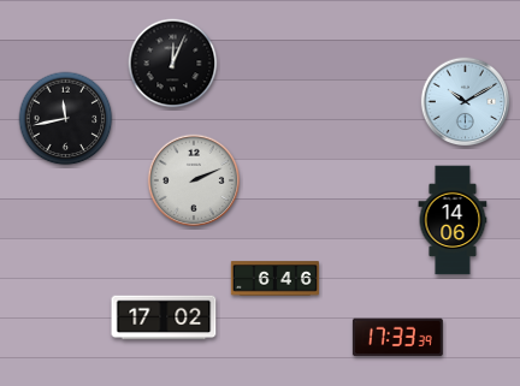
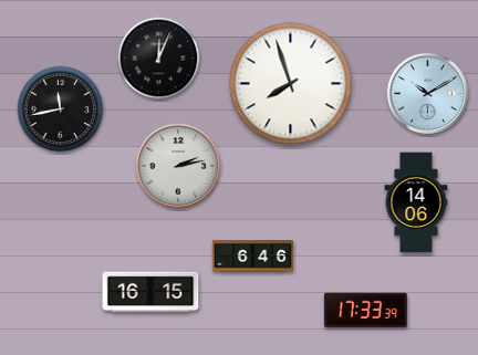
clock at (291, 84): none -> 7:57
clock at (194, 180): 2:11 -> 2:13
clock at (164, 317): 17:02 -> 16:15
